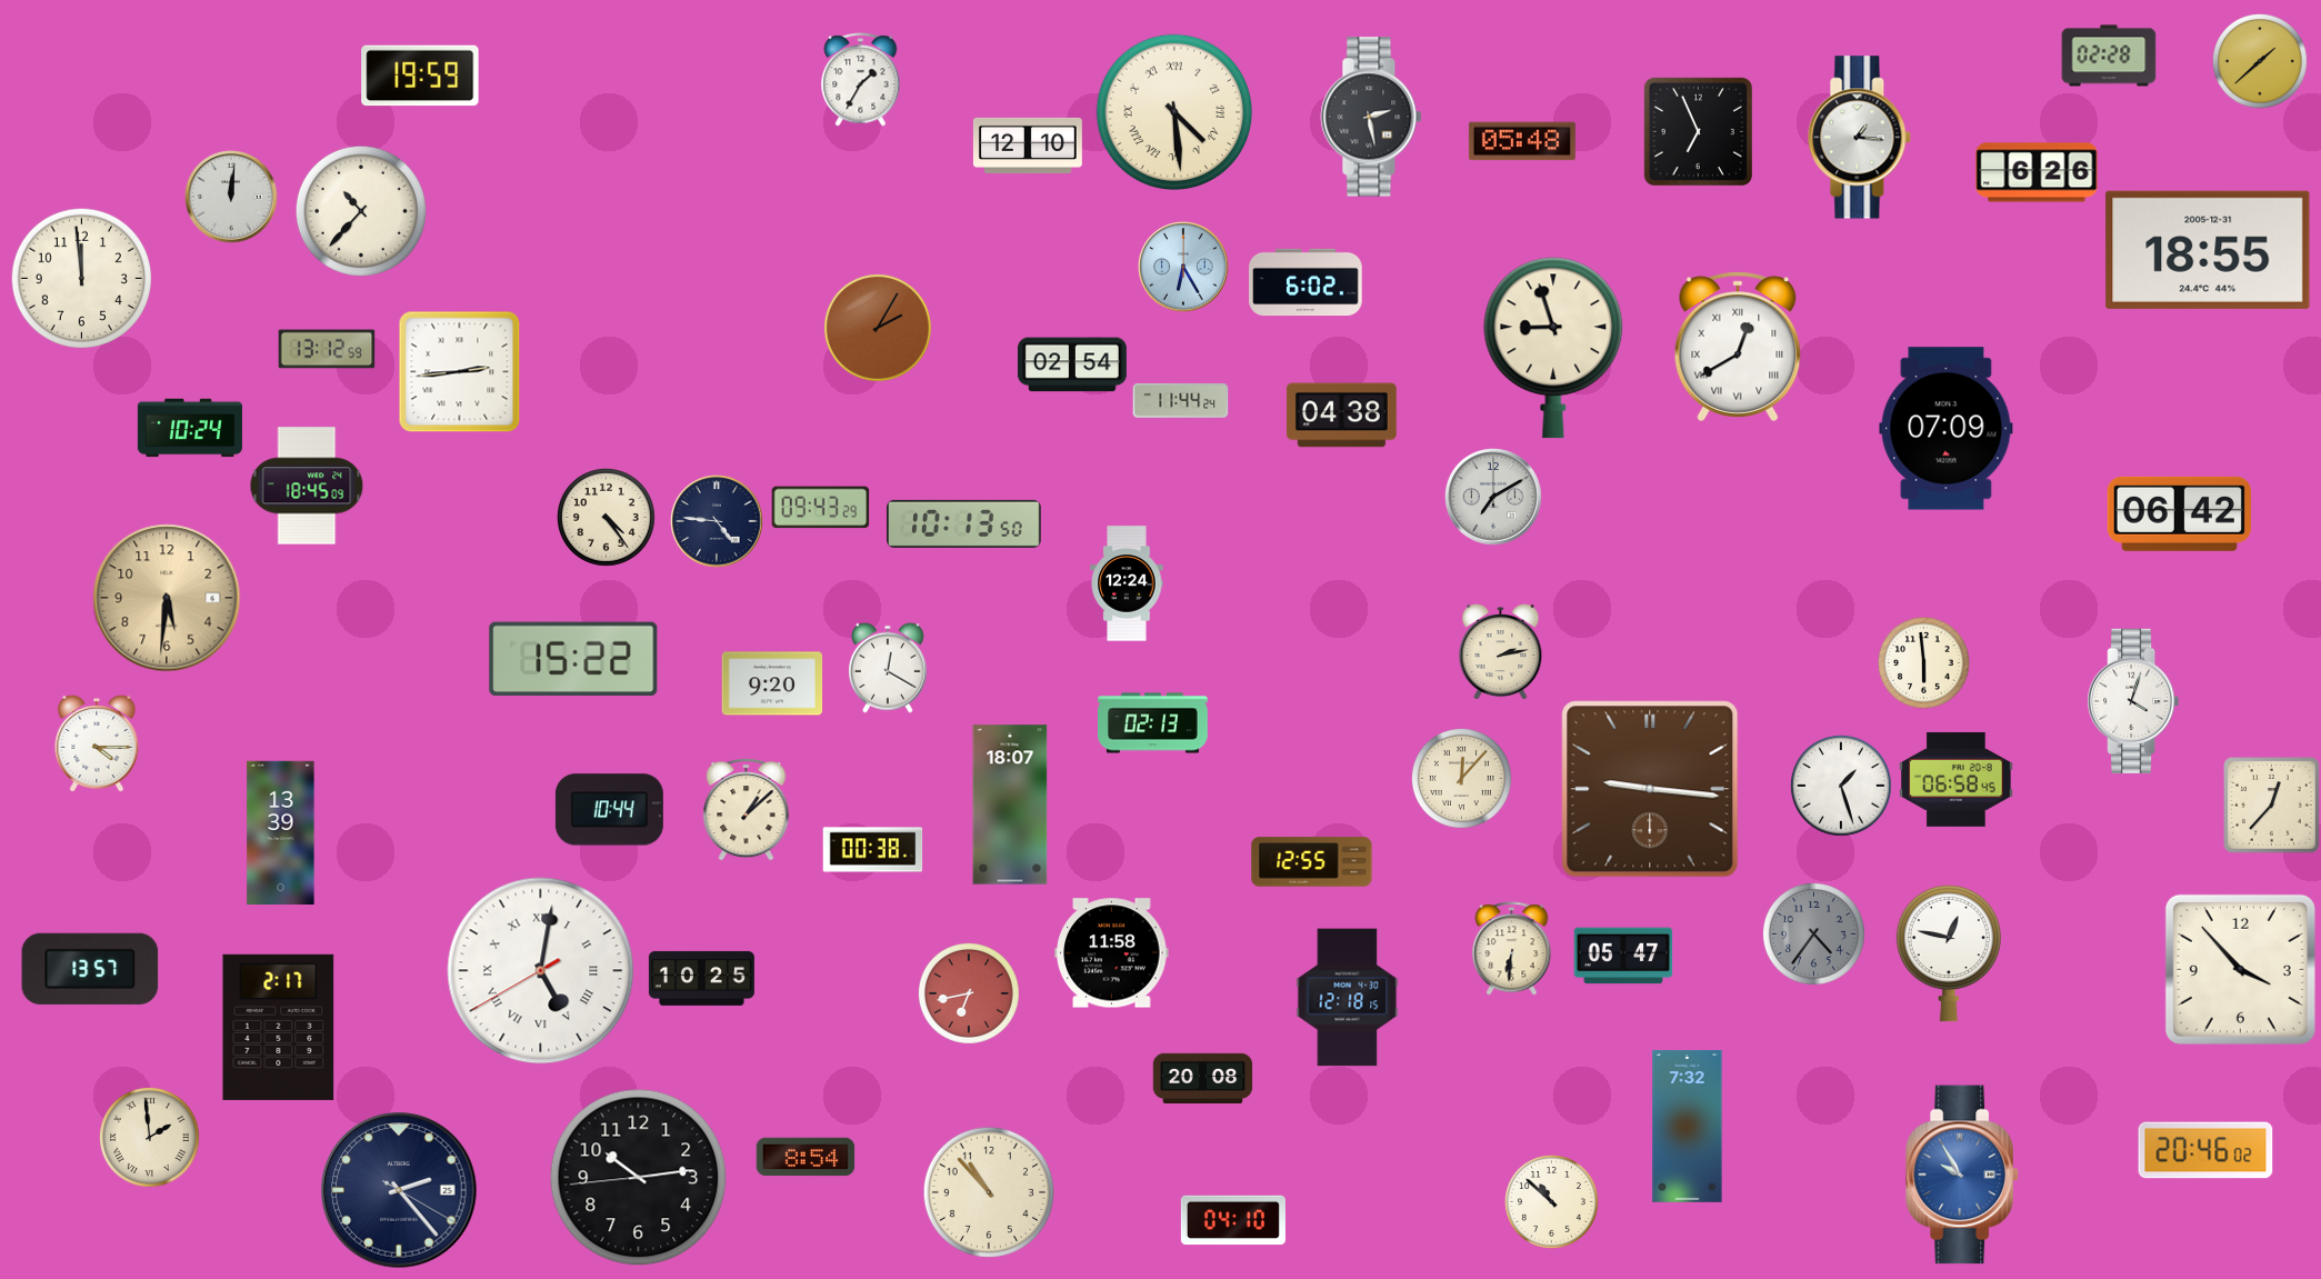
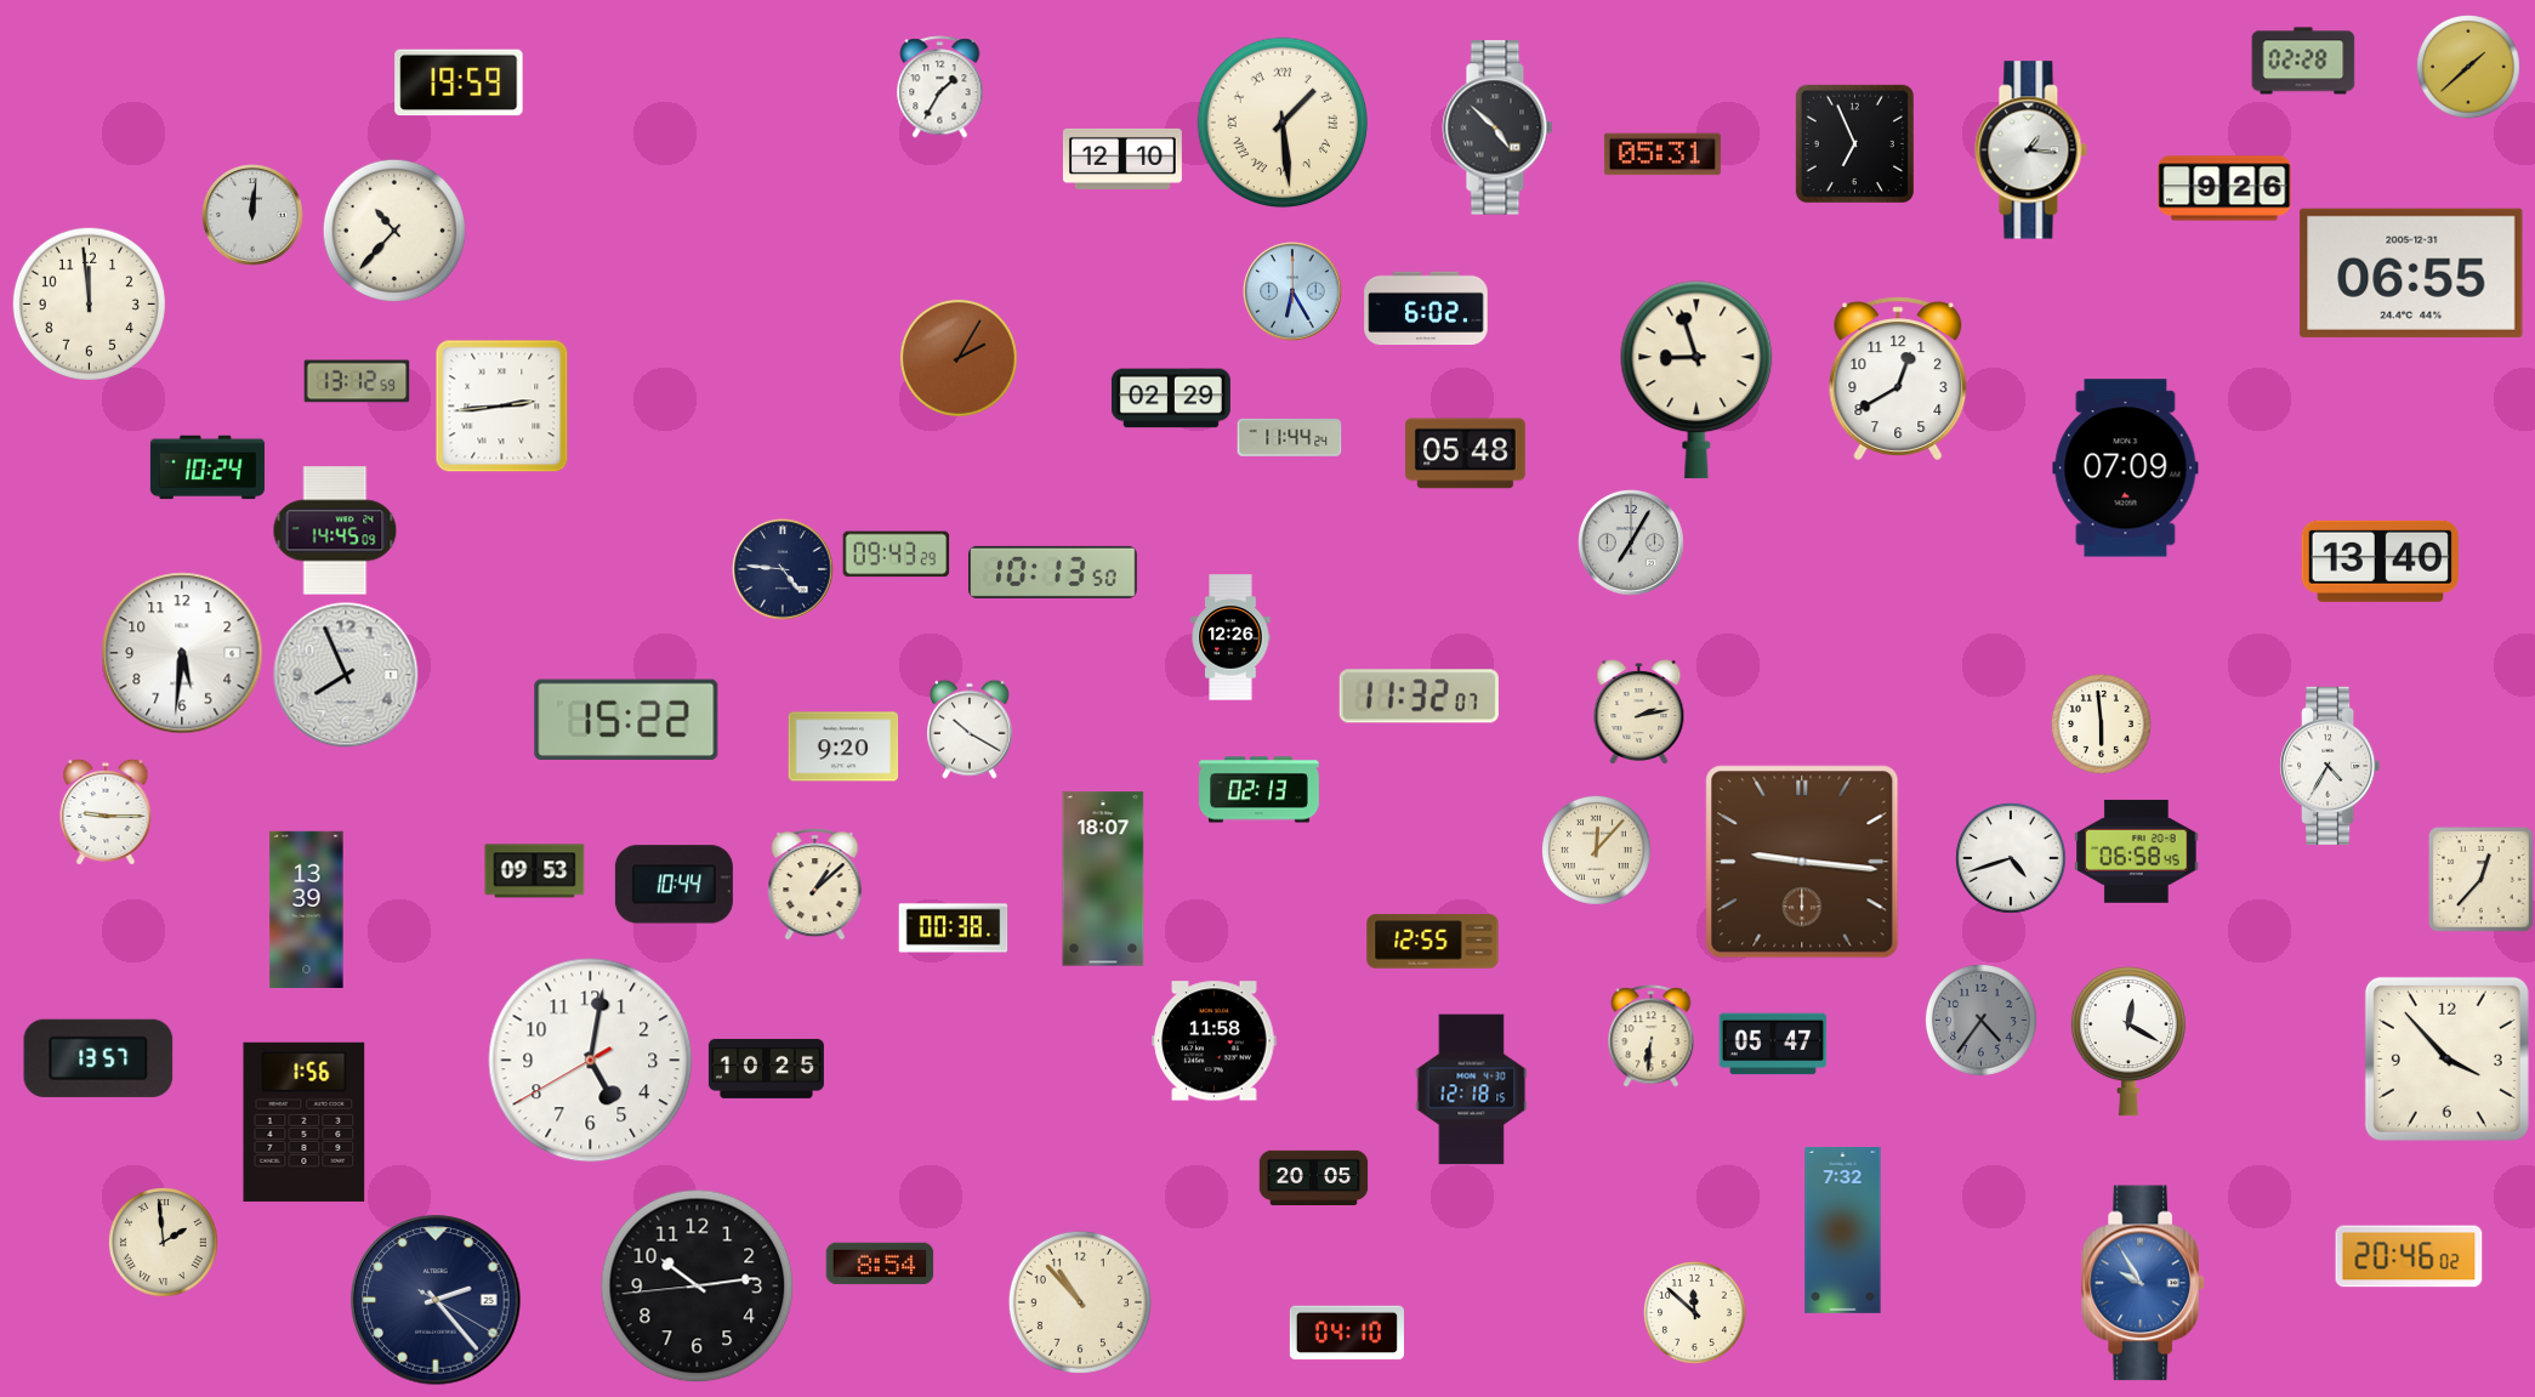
clock at (1174, 112): 4:29 -> 1:29
clock at (1371, 117): 2:28 -> 4:52
clock at (1522, 141): 05:48 -> 05:31
clock at (2037, 172): 6:26 -> 9:26
clock at (2208, 250): 18:55 -> 06:55
clock at (1738, 347) numerals: Roman -> Arabic
clock at (1072, 364): 02:54 -> 02:29
clock at (1341, 416): 04:38 -> 05:48
clock at (307, 486): 18:45 -> 14:45
clock at (1494, 498): 7:10 -> 7:05
clock at (2179, 513): 06:42 -> 13:40
clock at (606, 517): 4:24 -> none
clock at (1127, 583): 12:24 -> 12:26
clock at (167, 598) dial: champagne -> white
clock at (346, 675): none -> 7:56
clock at (1419, 697): none -> 11:32
clock at (888, 668): 12:20 -> 10:20
clock at (2133, 701): 4:03 -> 4:35
clock at (97, 743): 4:15 -> 9:15
clock at (1841, 786): 1:27 -> 4:42
clock at (535, 871): none -> 09:53
clock at (609, 810) position: (609, 810) -> (673, 885)
clock at (1949, 953): 12:47 -> 12:20
clock at (541, 971) numerals: Roman -> Arabic
clock at (969, 993): 6:43 -> none
clock at (279, 1027): 2:17 -> 1:56
clock at (1203, 1078): 20:08 -> 20:05
clock at (1552, 1202): 10:52 -> 11:52
